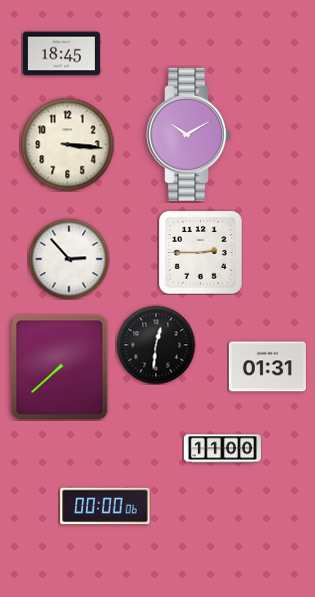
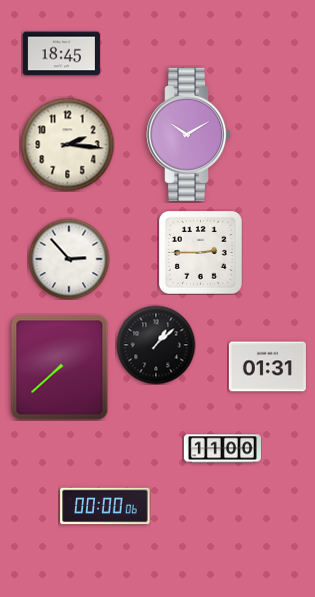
clock at (67, 144): 3:16 -> 2:16
clock at (156, 345): 12:31 -> 1:08
